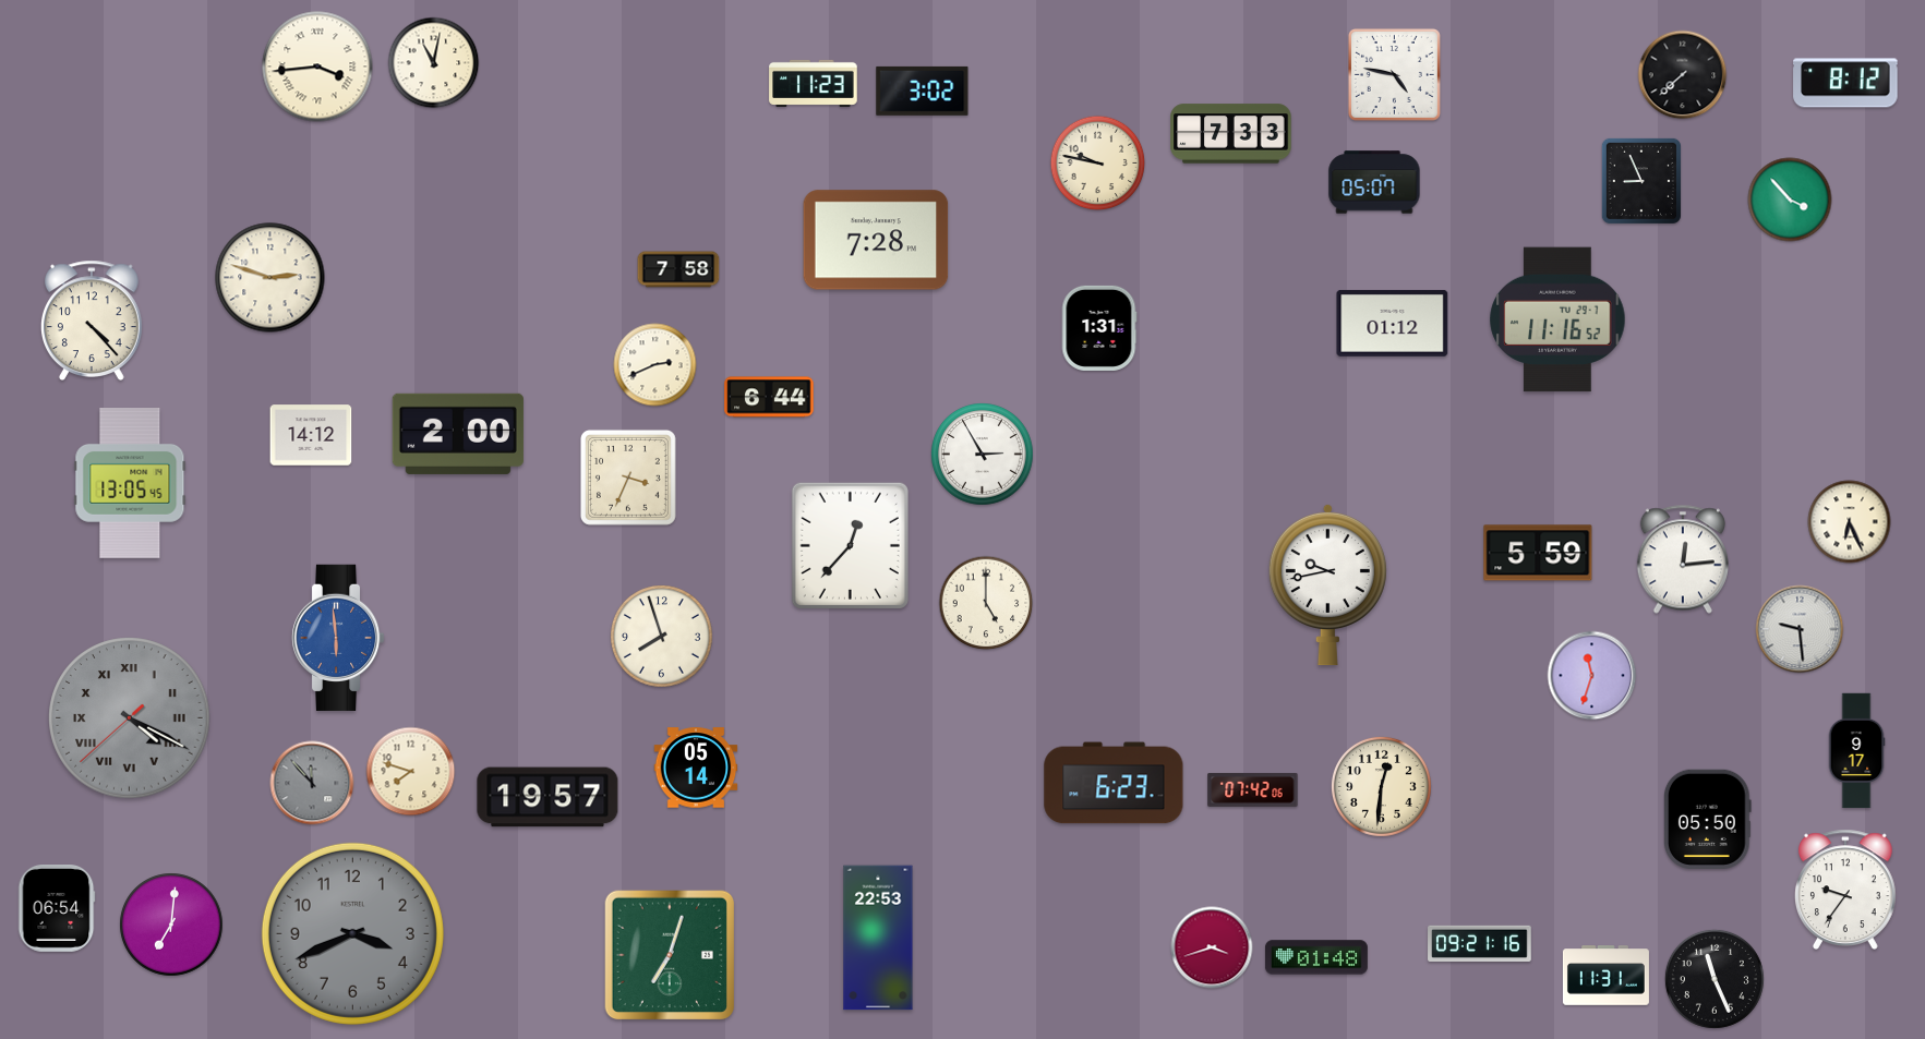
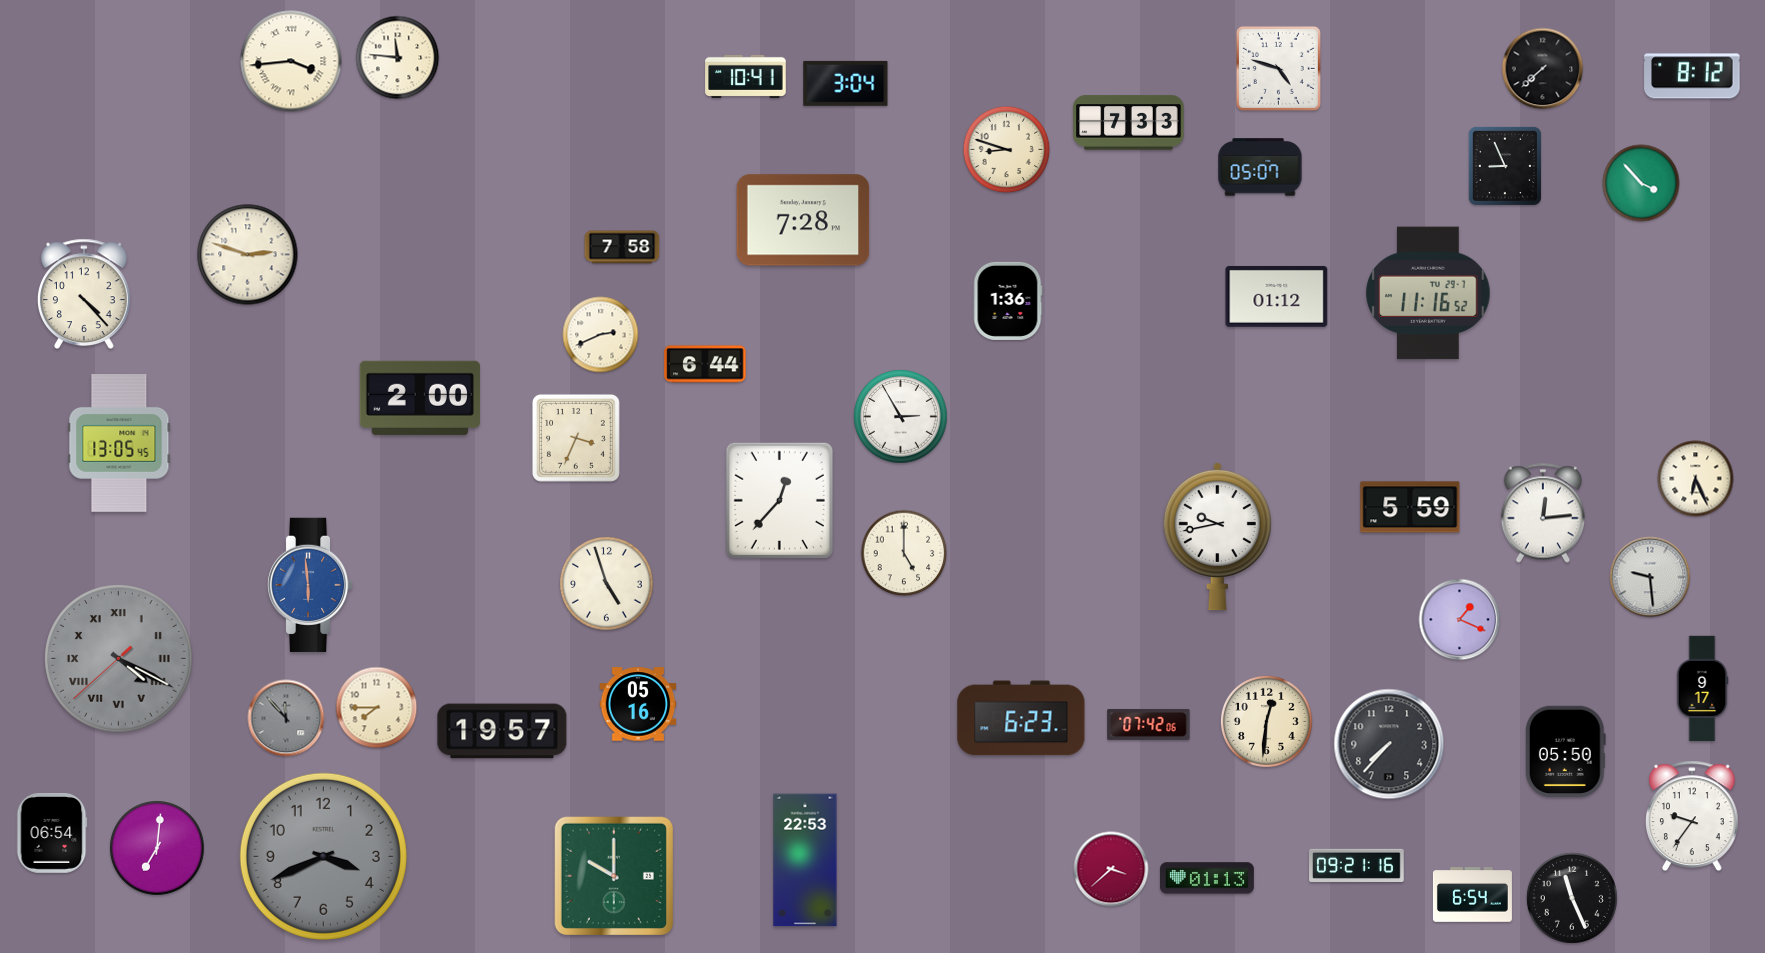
clock at (434, 63): 11:02 -> 11:46
clock at (1394, 74): 4:47 -> 4:48
clock at (814, 83): 11:23 -> 10:41
clock at (923, 90): 3:02 -> 3:04
clock at (1098, 164): 9:47 -> 8:48
clock at (1099, 328): 1:31 -> 1:36
clock at (311, 435): 14:12 -> none
clock at (662, 637): 7:57 -> 4:57
clock at (1592, 676): 11:33 -> 1:19
clock at (696, 768): 05:14 -> 05:16
clock at (411, 772): 7:48 -> 7:45
clock at (1389, 744): none -> 7:37
clock at (1212, 947): 3:42 -> 3:38
clock at (669, 954): 7:03 -> 10:00
clock at (1316, 957): 01:48 -> 01:13
clock at (1605, 976): 11:31 -> 6:54
